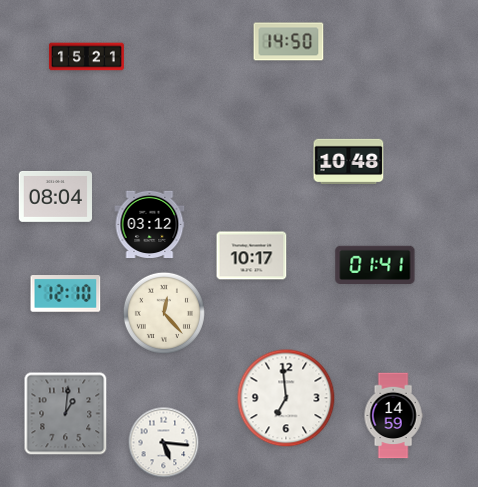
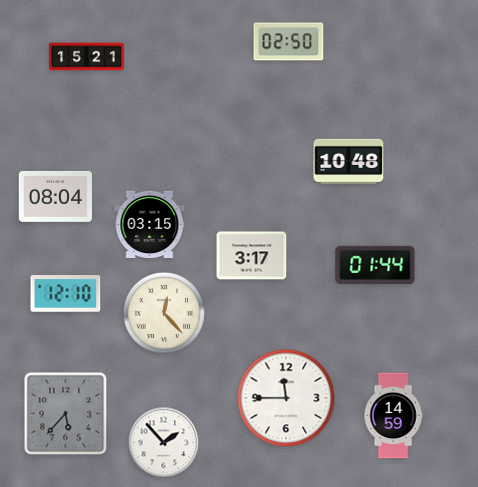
clock at (289, 42): 14:50 -> 02:50
clock at (150, 224): 03:12 -> 03:15
clock at (252, 256): 10:17 -> 3:17
clock at (375, 264): 01:41 -> 01:44
clock at (286, 398): 6:59 -> 11:45
clock at (66, 414): 1:01 -> 5:37
clock at (164, 443): 5:16 -> 1:53
